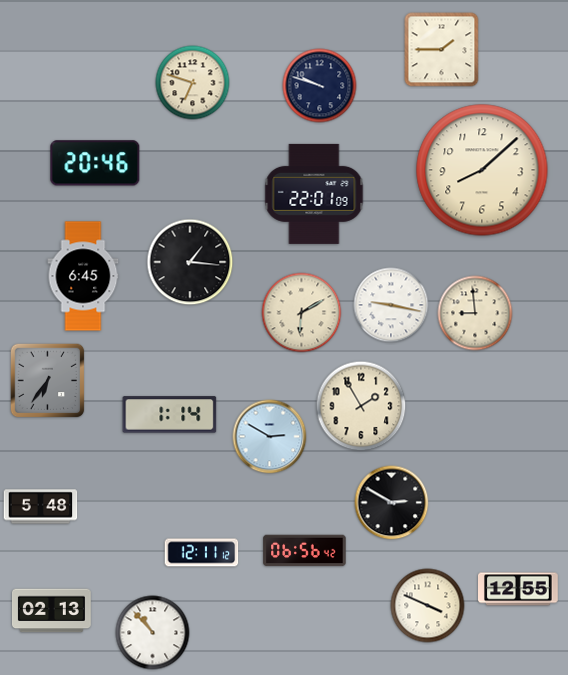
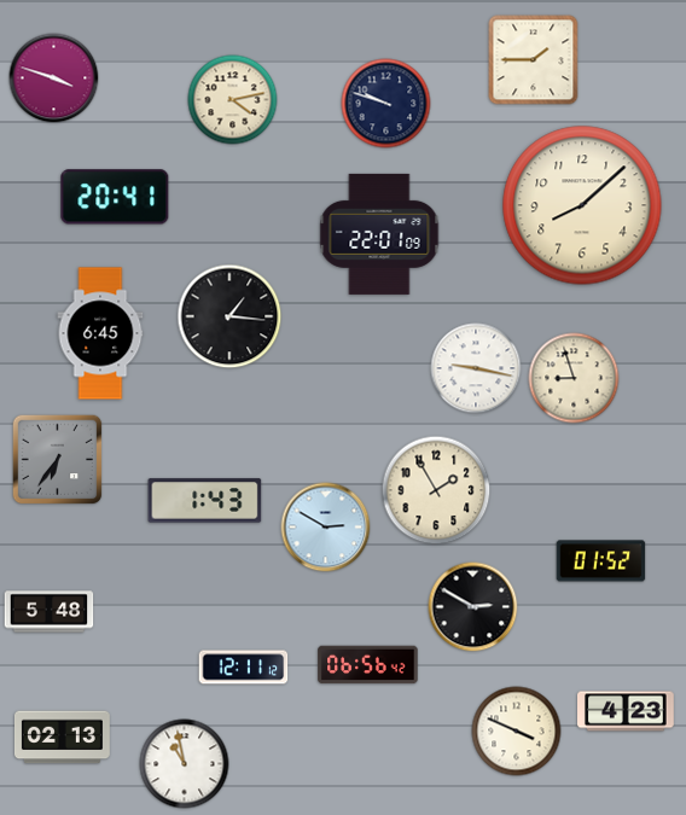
clock at (54, 78): none -> 3:48
clock at (193, 83): 6:48 -> 4:13
clock at (95, 163): 20:46 -> 20:41
clock at (391, 305) position: (391, 305) -> (476, 368)
clock at (302, 313): 6:10 -> none
clock at (475, 313): 8:59 -> 8:57
clock at (170, 415): 1:14 -> 1:43
clock at (601, 561): none -> 01:52
clock at (518, 589): 12:55 -> 4:23
clock at (153, 633): 10:53 -> 10:58
